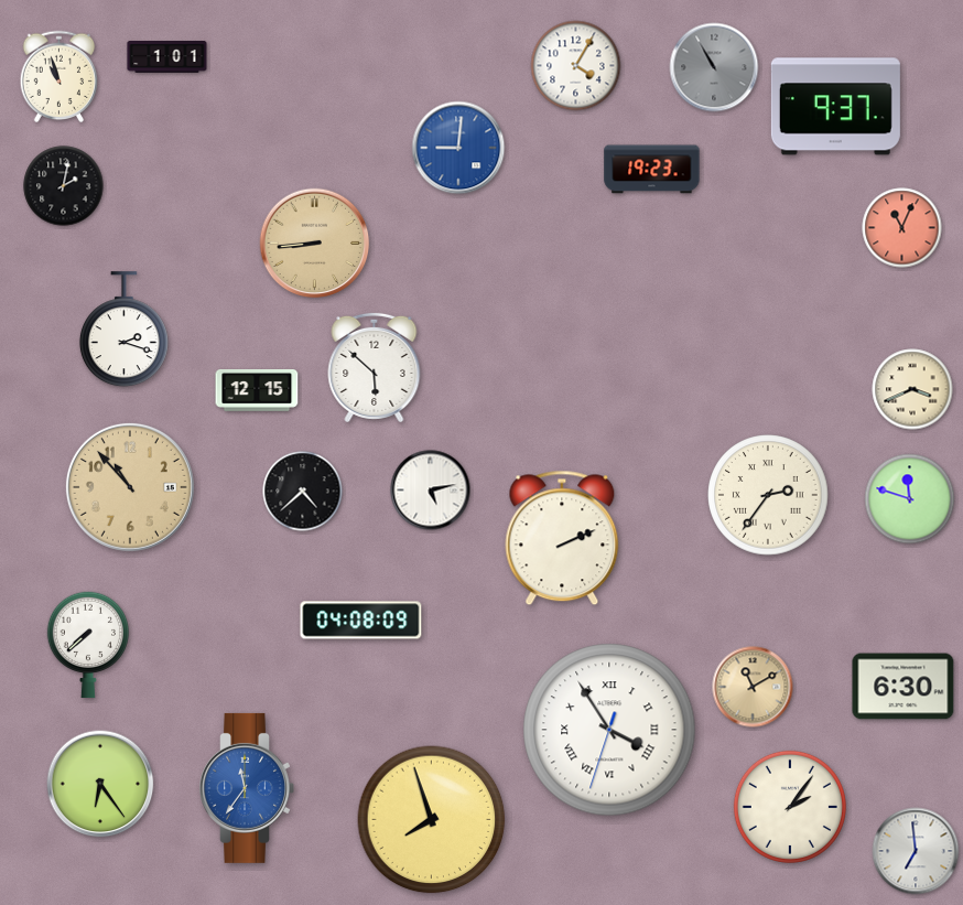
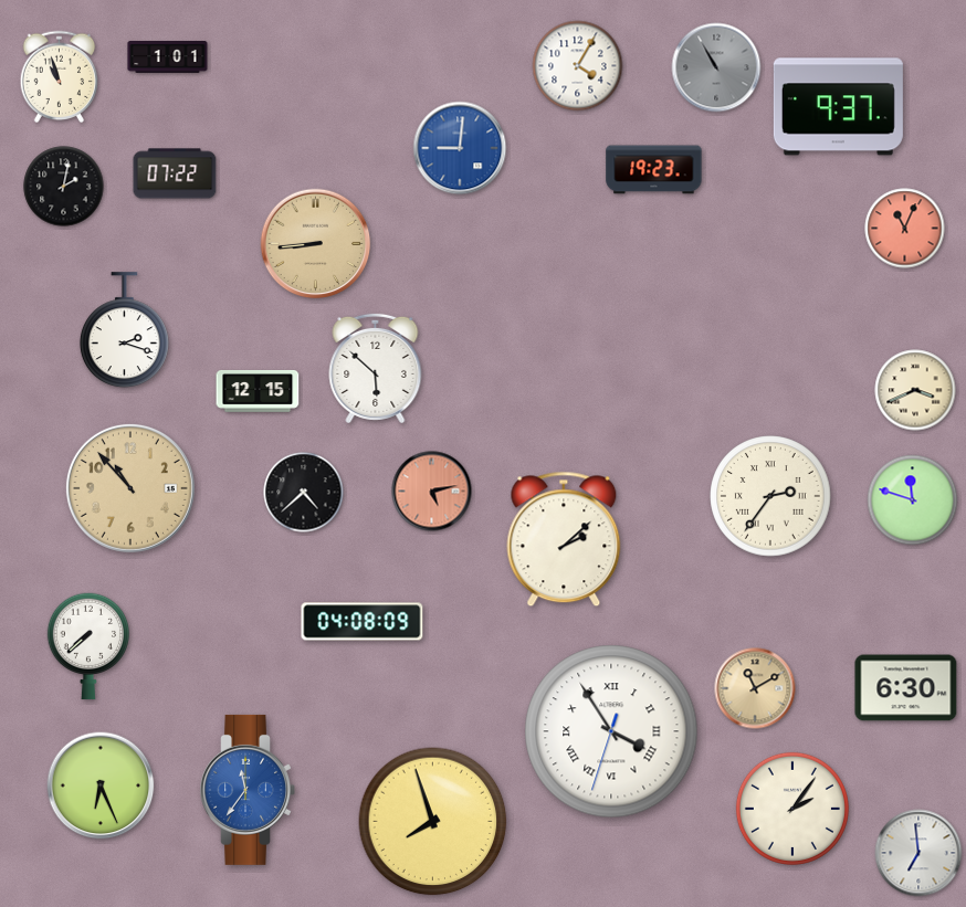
clock at (175, 173): none -> 07:22
clock at (431, 491) dial: white -> salmon
clock at (562, 538): 2:11 -> 2:08
clock at (100, 784): 6:24 -> 6:26
